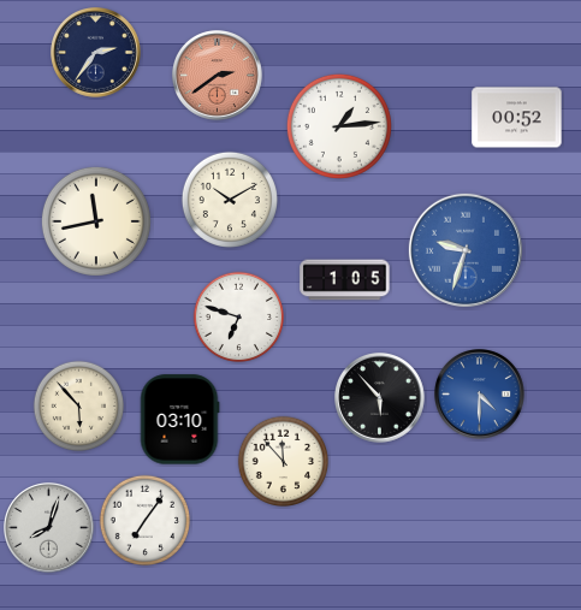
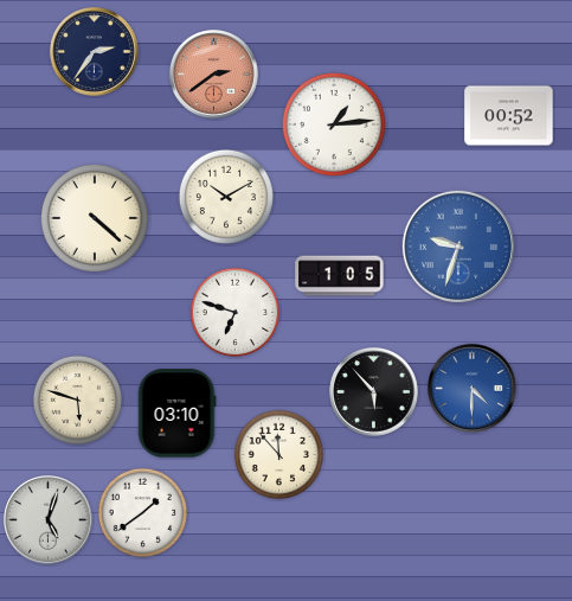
clock at (96, 221): 11:43 -> 4:22
clock at (78, 405): 5:53 -> 5:48
clock at (144, 520): 7:06 -> 1:39
clock at (49, 528): 8:03 -> 5:03
